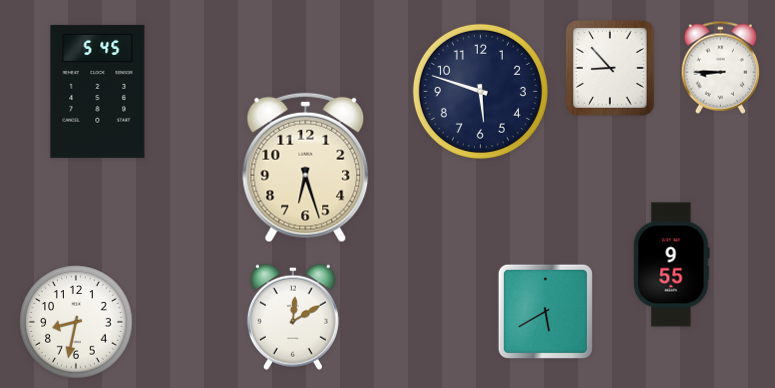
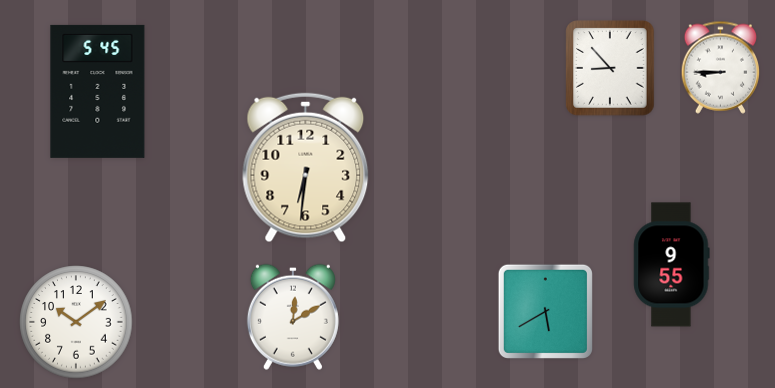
clock at (480, 91): 5:48 -> none
clock at (306, 168): 6:27 -> 6:31
clock at (76, 322): 8:32 -> 10:09
